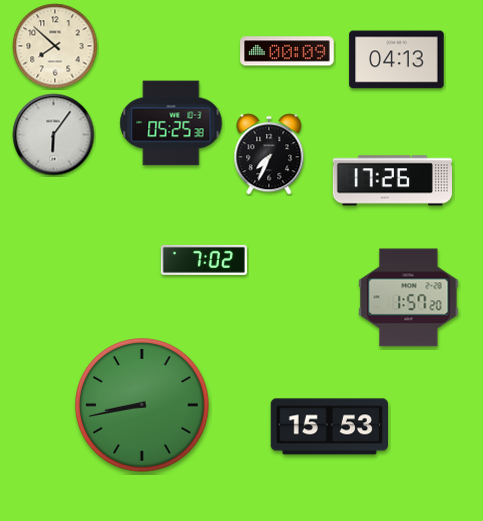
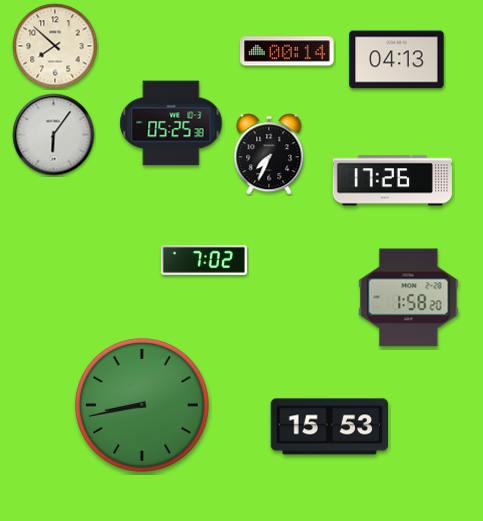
clock at (287, 51): 00:09 -> 00:14
clock at (409, 298): 1:57 -> 1:58
